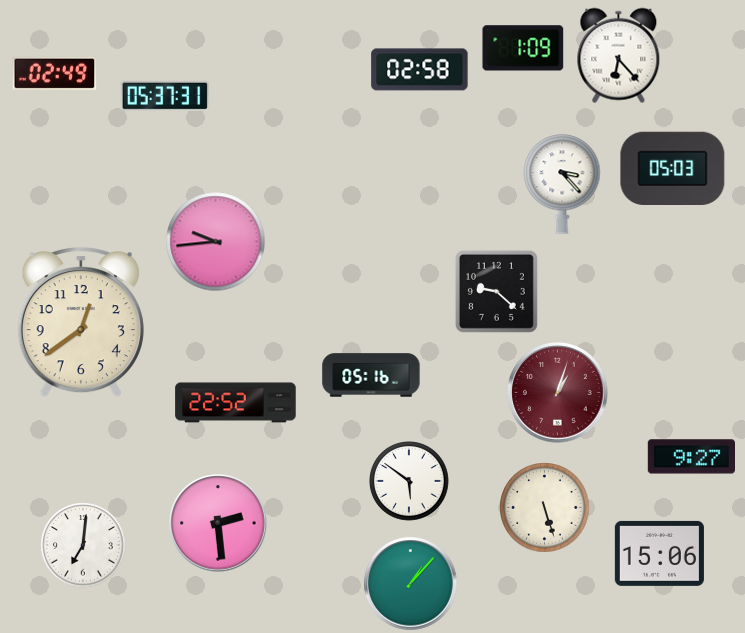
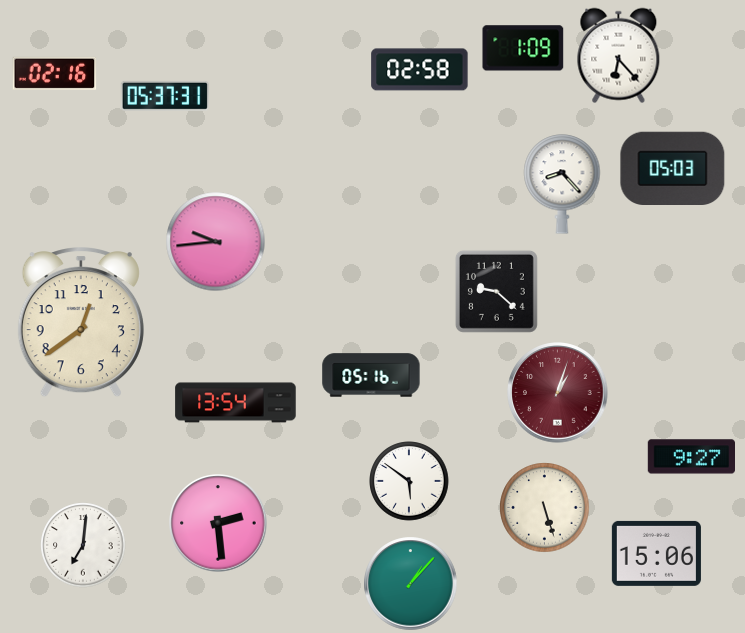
clock at (55, 73): 02:49 -> 02:16
clock at (562, 184): 3:23 -> 8:23
clock at (236, 403): 22:52 -> 13:54
clock at (659, 553) position: (659, 553) -> (656, 553)
